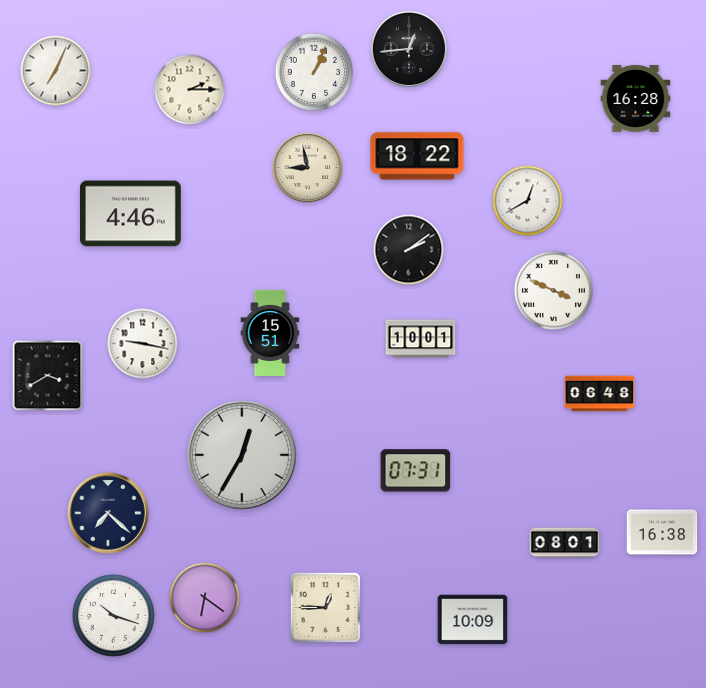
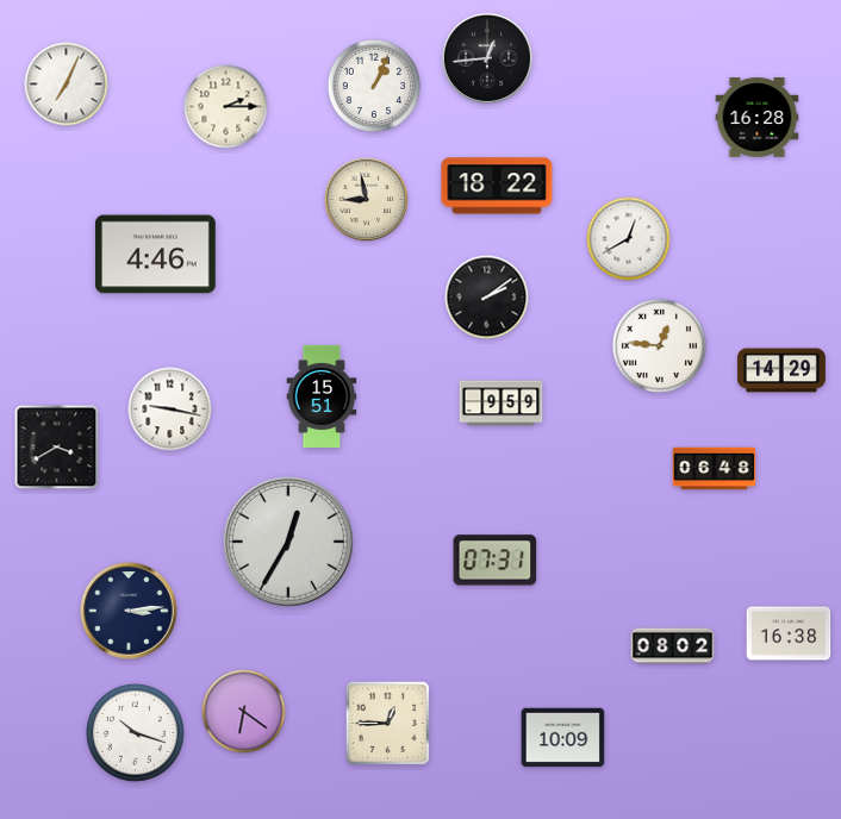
clock at (553, 290): 3:49 -> 12:46
clock at (783, 370): none -> 14:29
clock at (421, 339): 10:01 -> 9:59
clock at (108, 513): 7:22 -> 3:14
clock at (565, 543): 08:01 -> 08:02
